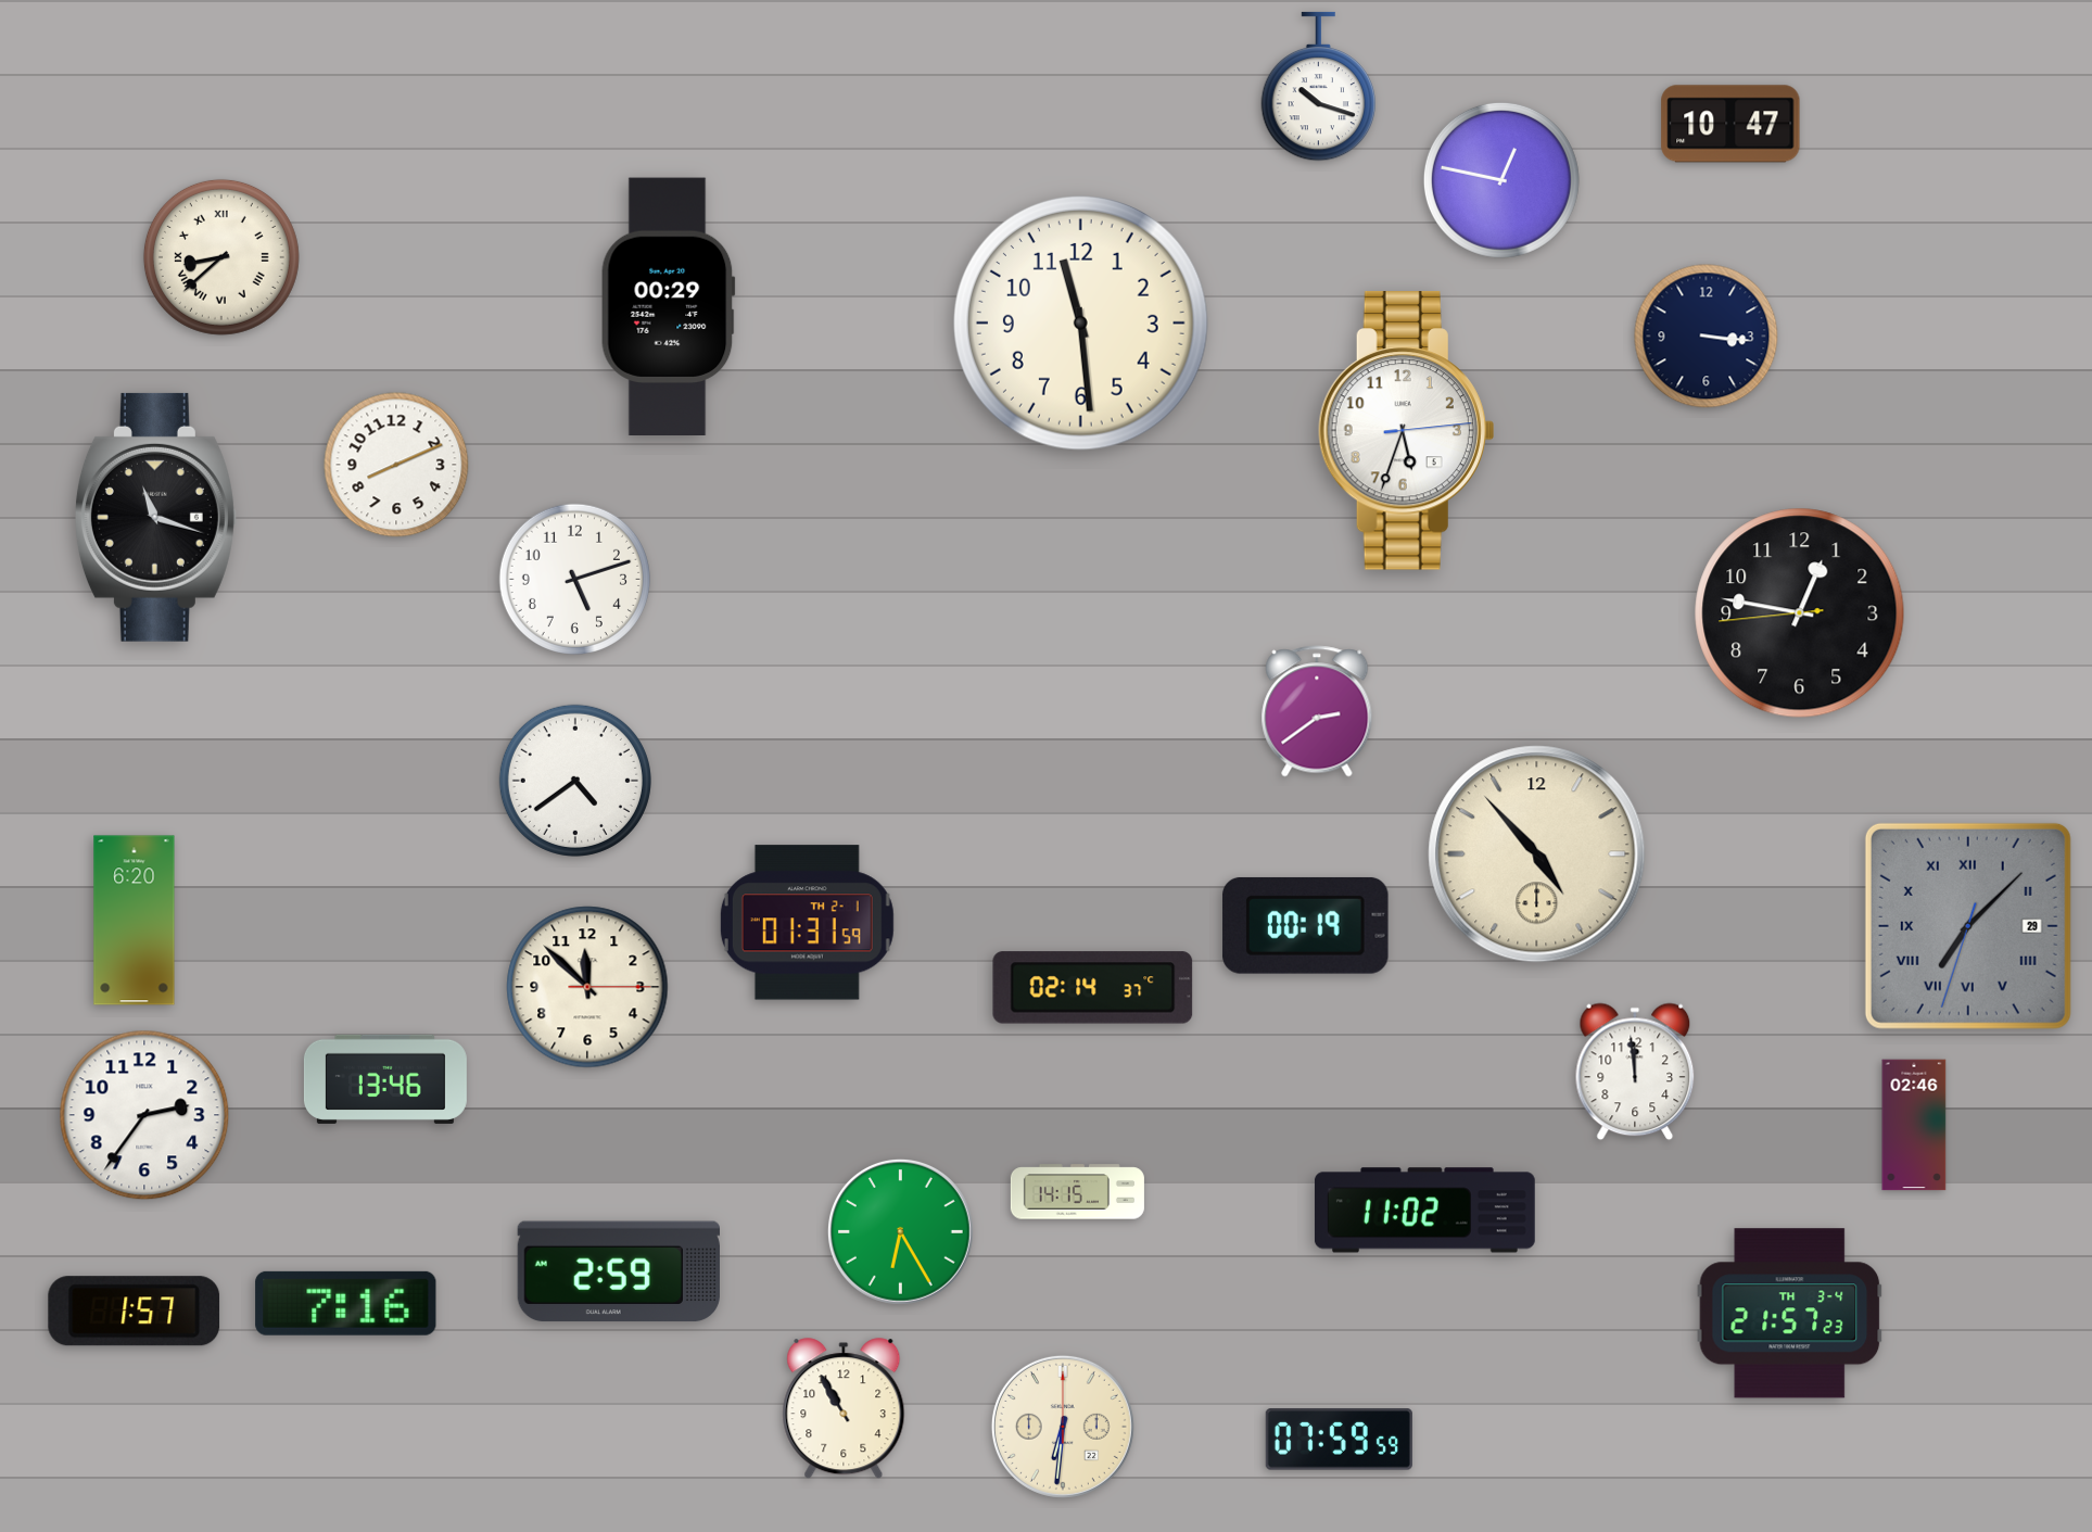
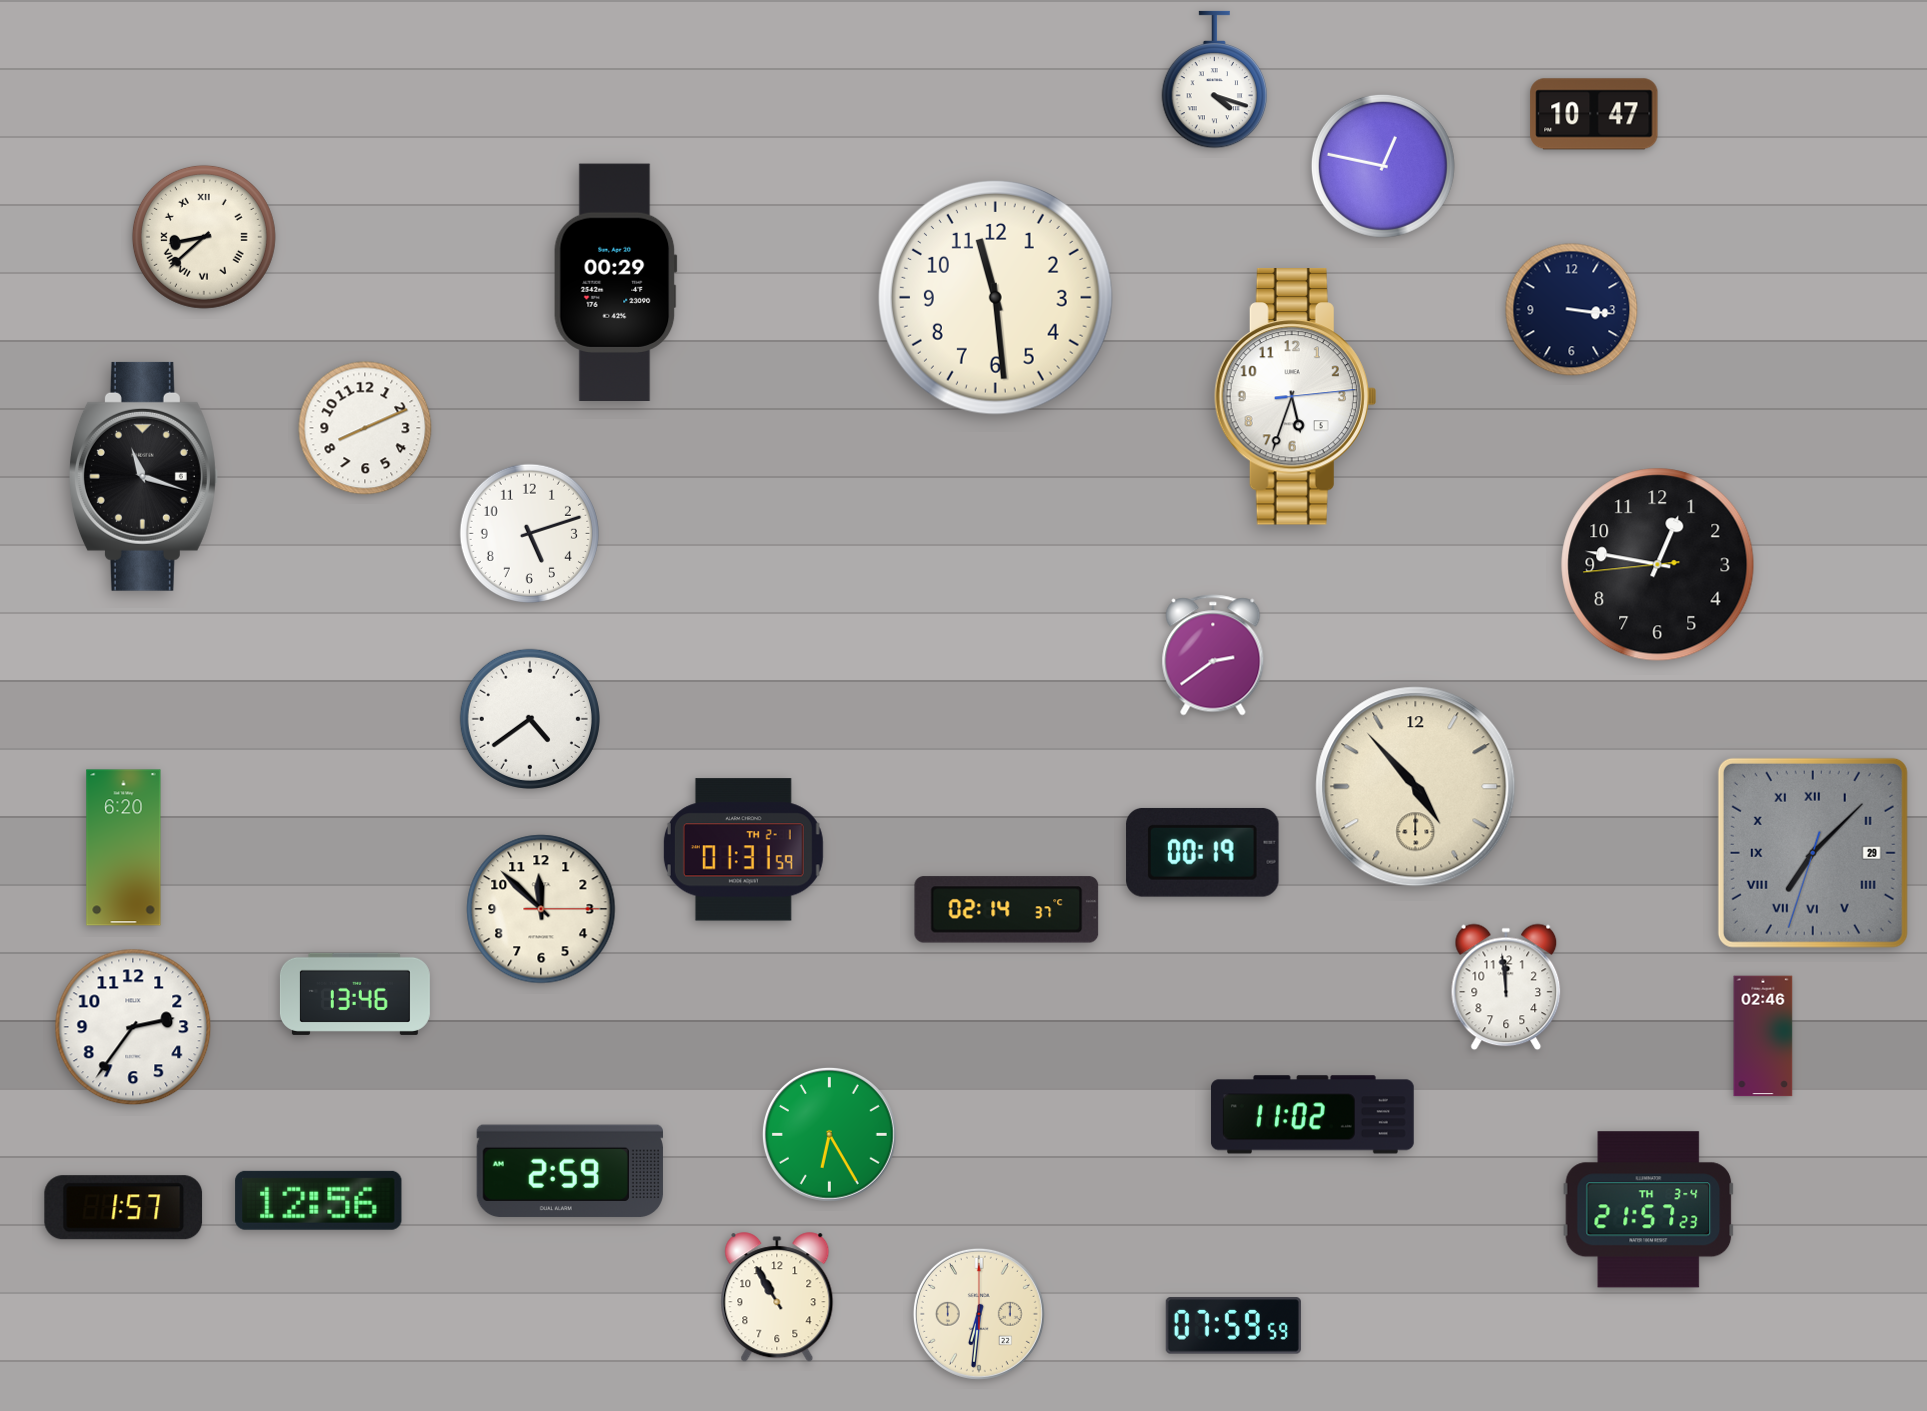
clock at (1319, 87): 10:18 -> 4:18
clock at (1077, 1192): 14:15 -> none
clock at (346, 1303): 7:16 -> 12:56
